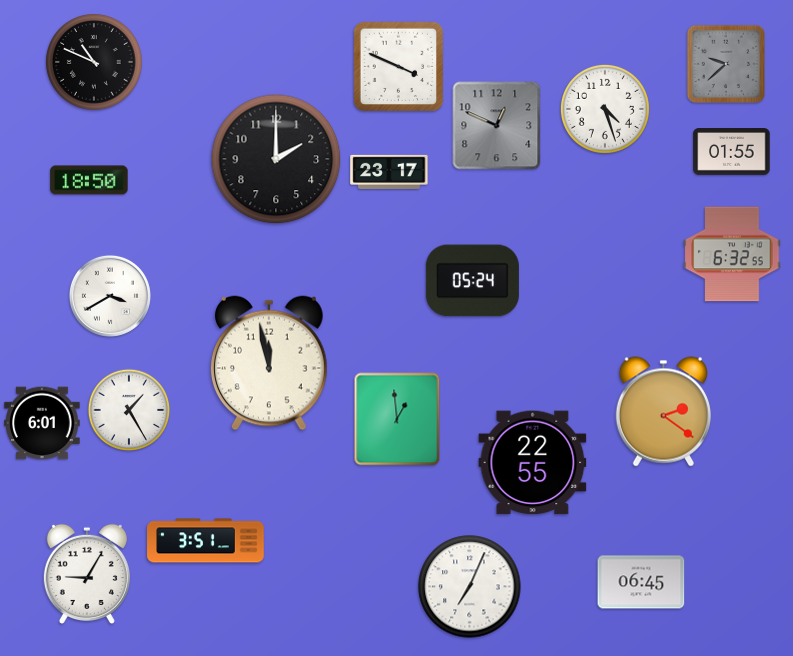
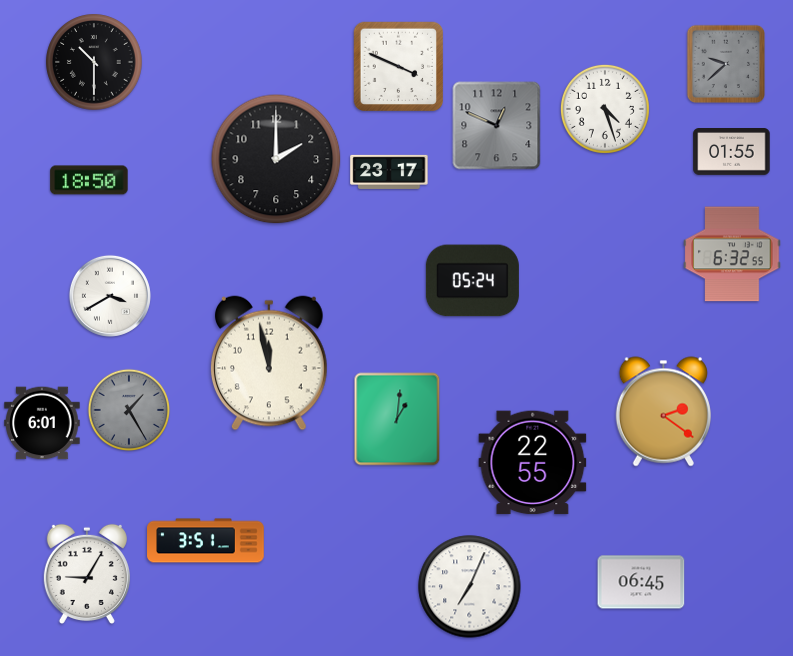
clock at (94, 62): 10:49 -> 10:30
clock at (129, 410) dial: white -> grey
clock at (397, 419): 12:59 -> 1:01
